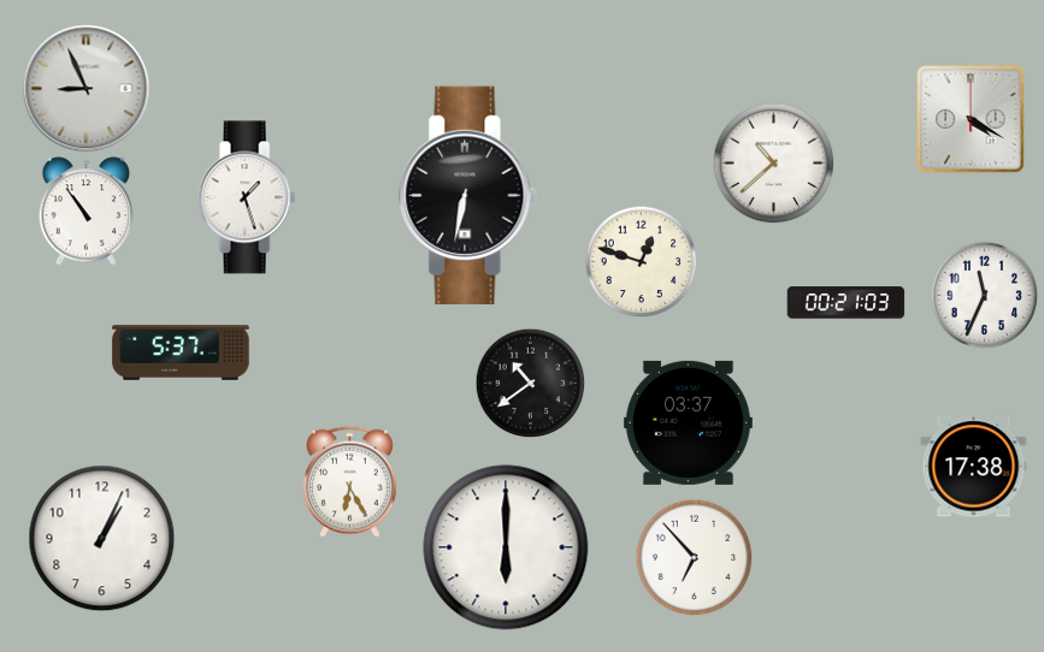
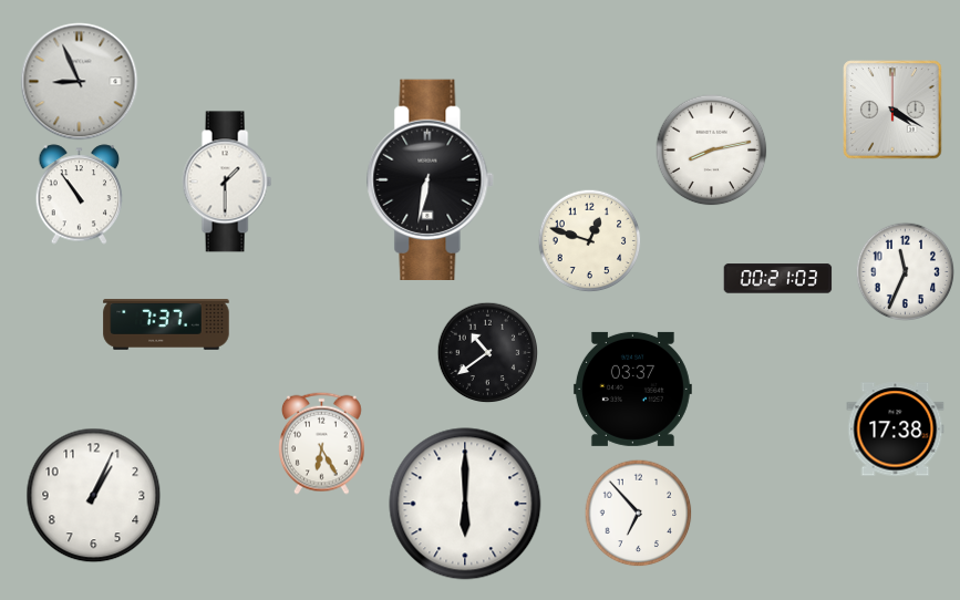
clock at (774, 164): 10:38 -> 8:13
clock at (247, 197): 1:27 -> 1:30
clock at (181, 352): 5:37 -> 7:37
